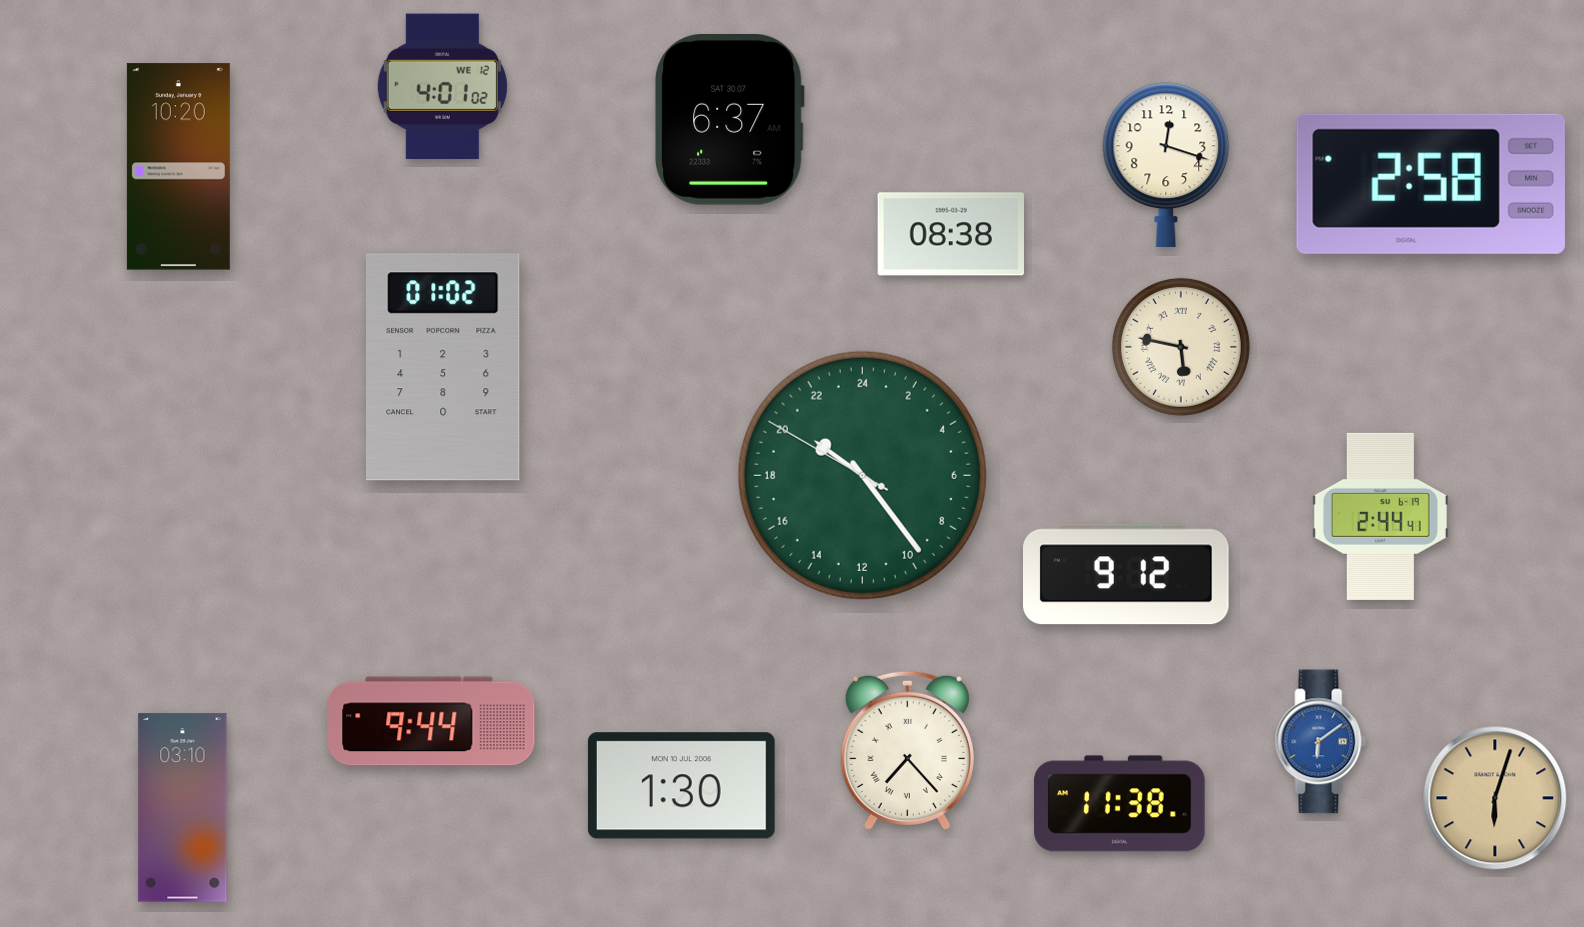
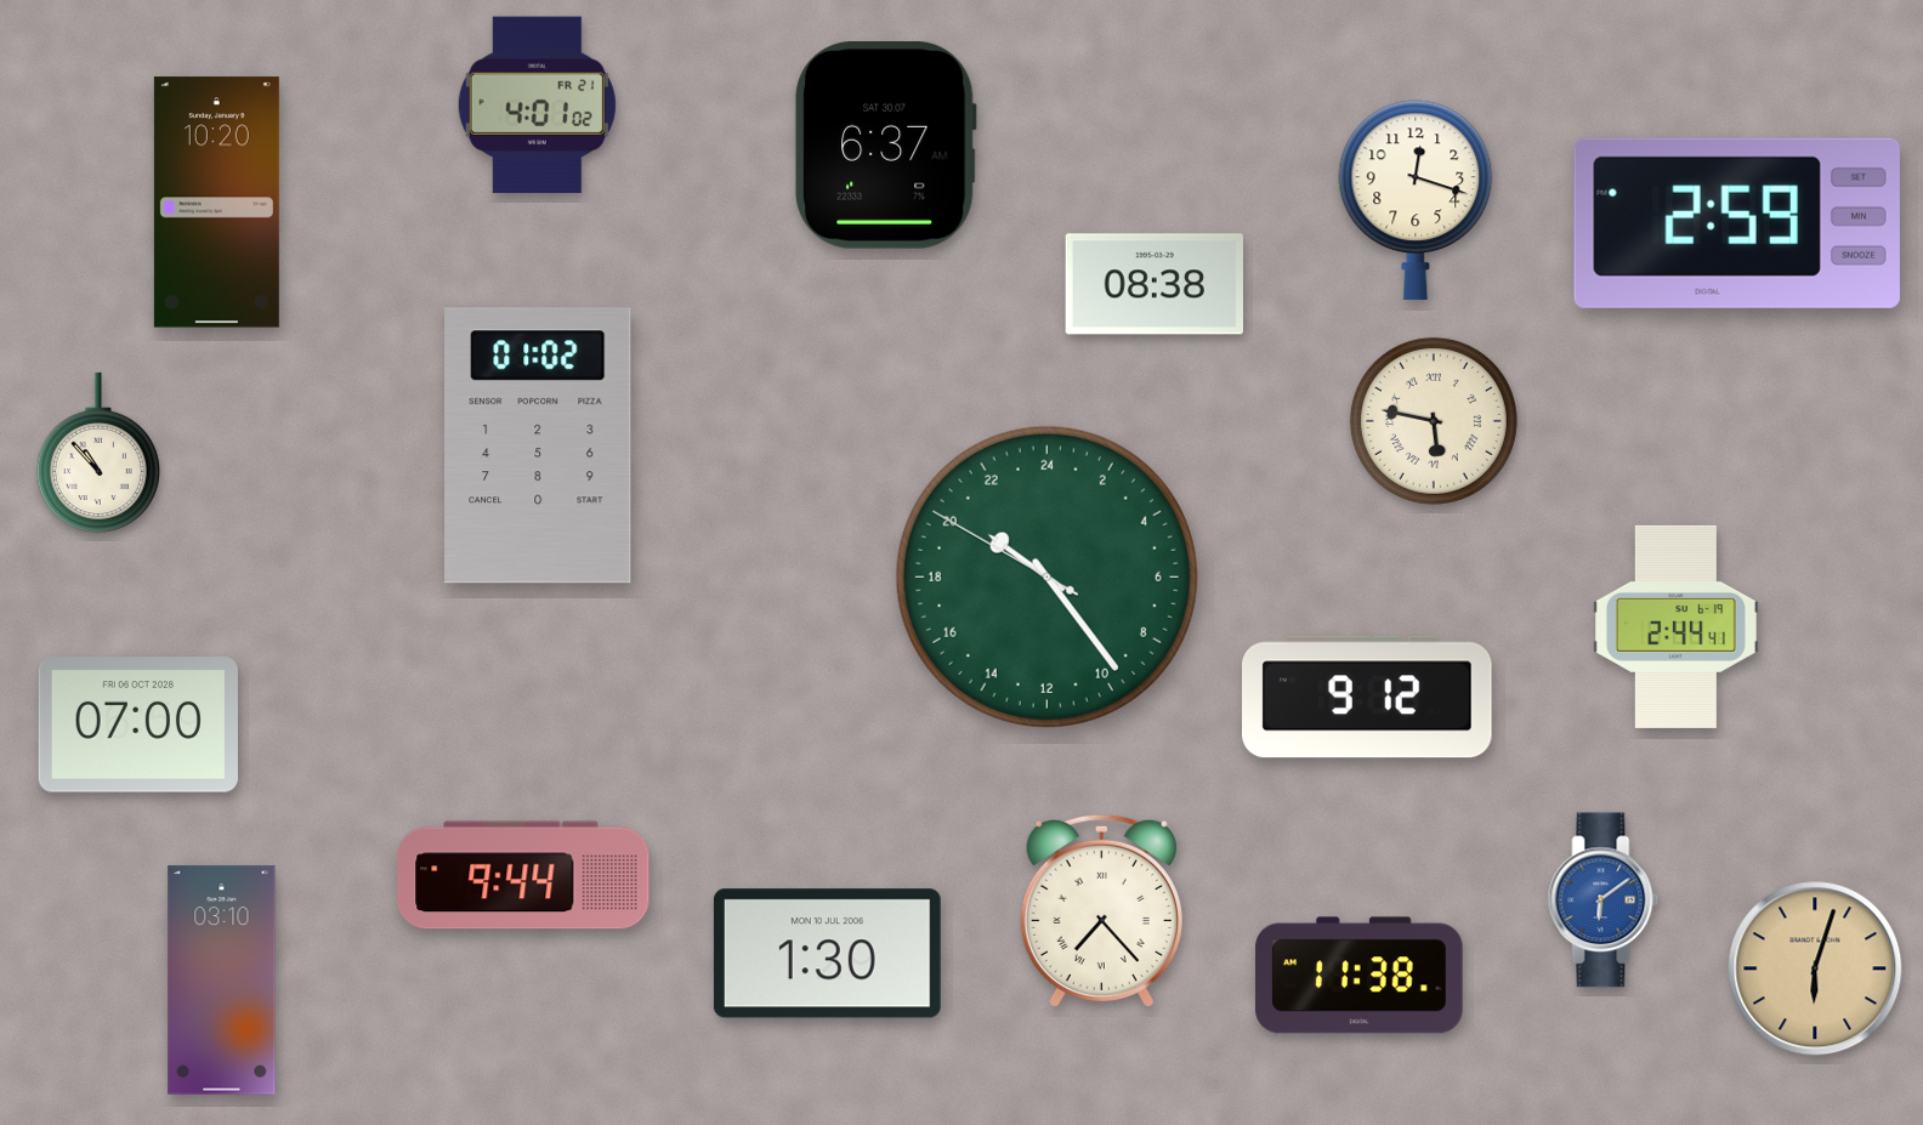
clock at (442, 87) date: WE 12 -> FR 21
clock at (1431, 184): 2:58 -> 2:59
clock at (98, 453): none -> 10:53
clock at (138, 725): none -> 07:00
